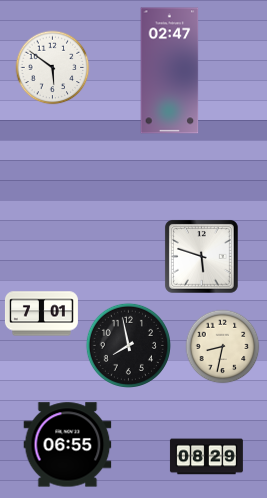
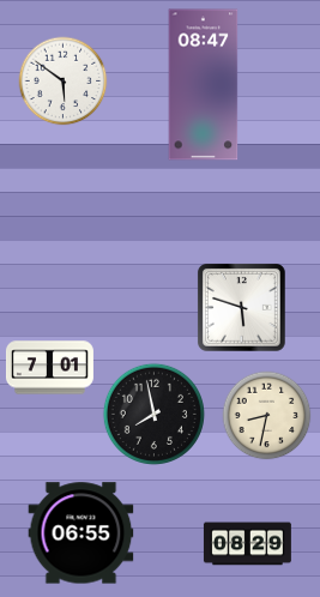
clock at (170, 71): 02:47 -> 08:47
clock at (41, 314) position: (41, 314) -> (49, 368)
clock at (206, 457) position: (206, 457) -> (247, 544)
